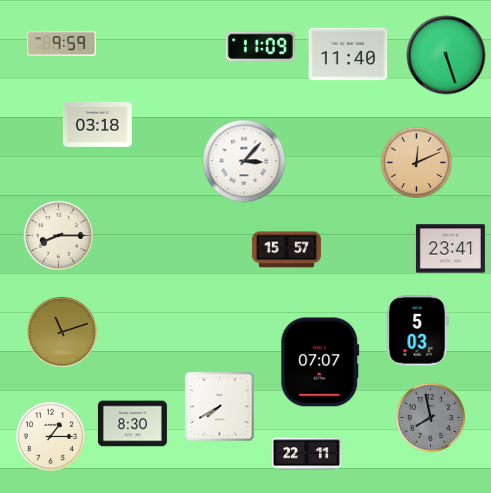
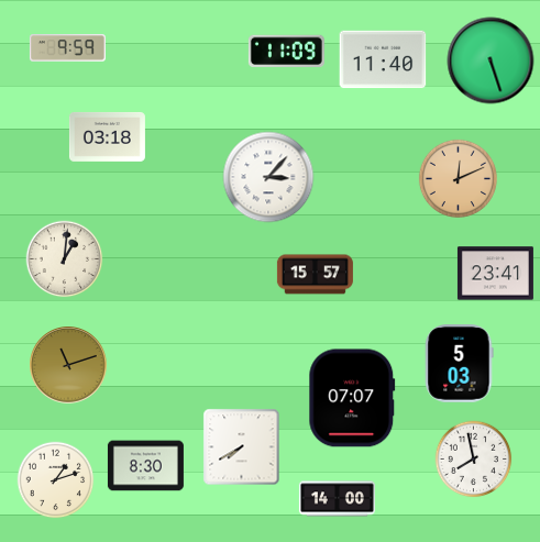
clock at (59, 236): 8:15 -> 1:01
clock at (431, 418) dial: grey -> white
clock at (51, 437): 1:15 -> 1:12
clock at (306, 454): 22:11 -> 14:00
